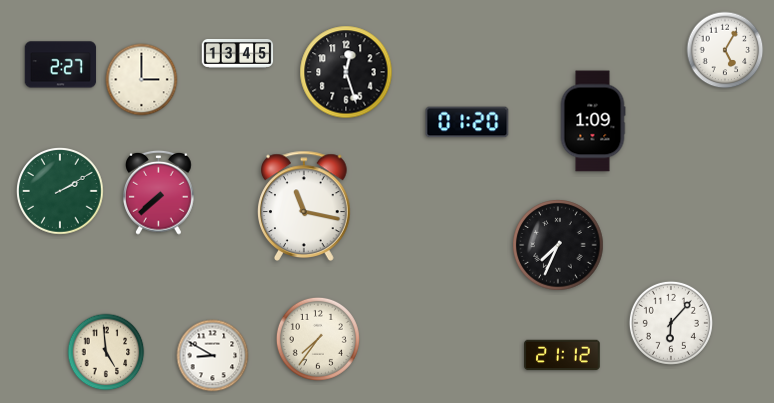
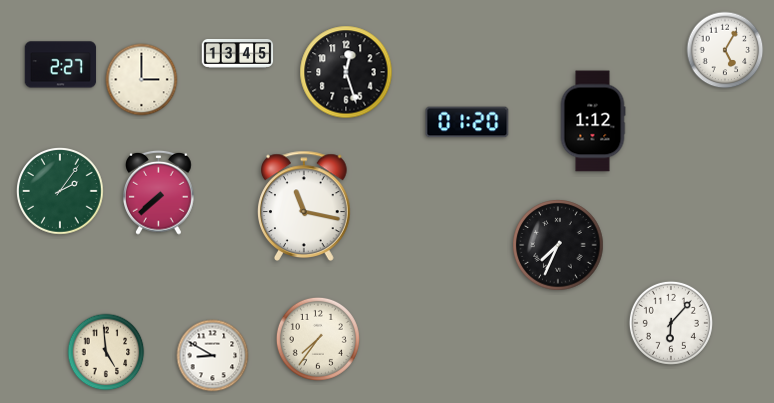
clock at (593, 121): 1:09 -> 1:12
clock at (61, 192): 2:10 -> 2:06
clock at (562, 355): 21:12 -> none
